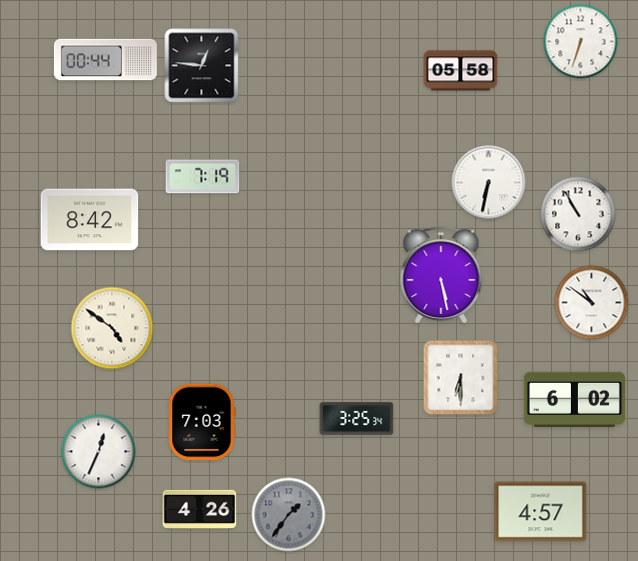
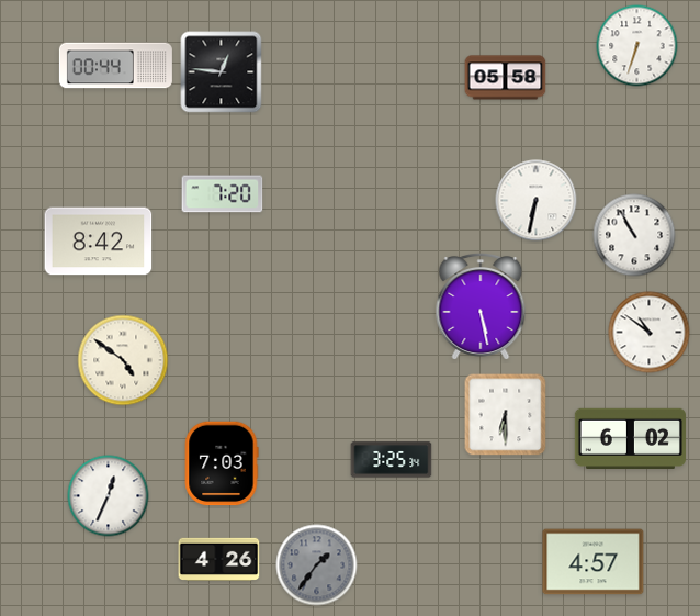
clock at (203, 177): 7:19 -> 7:20
clock at (441, 276) position: (441, 276) -> (481, 307)
